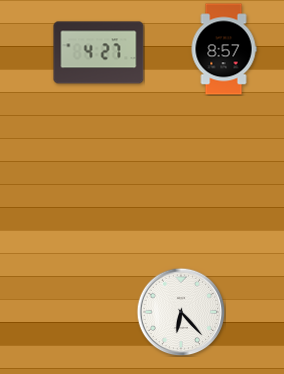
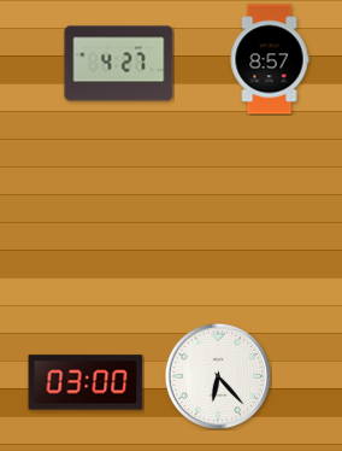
clock at (85, 382): none -> 03:00
